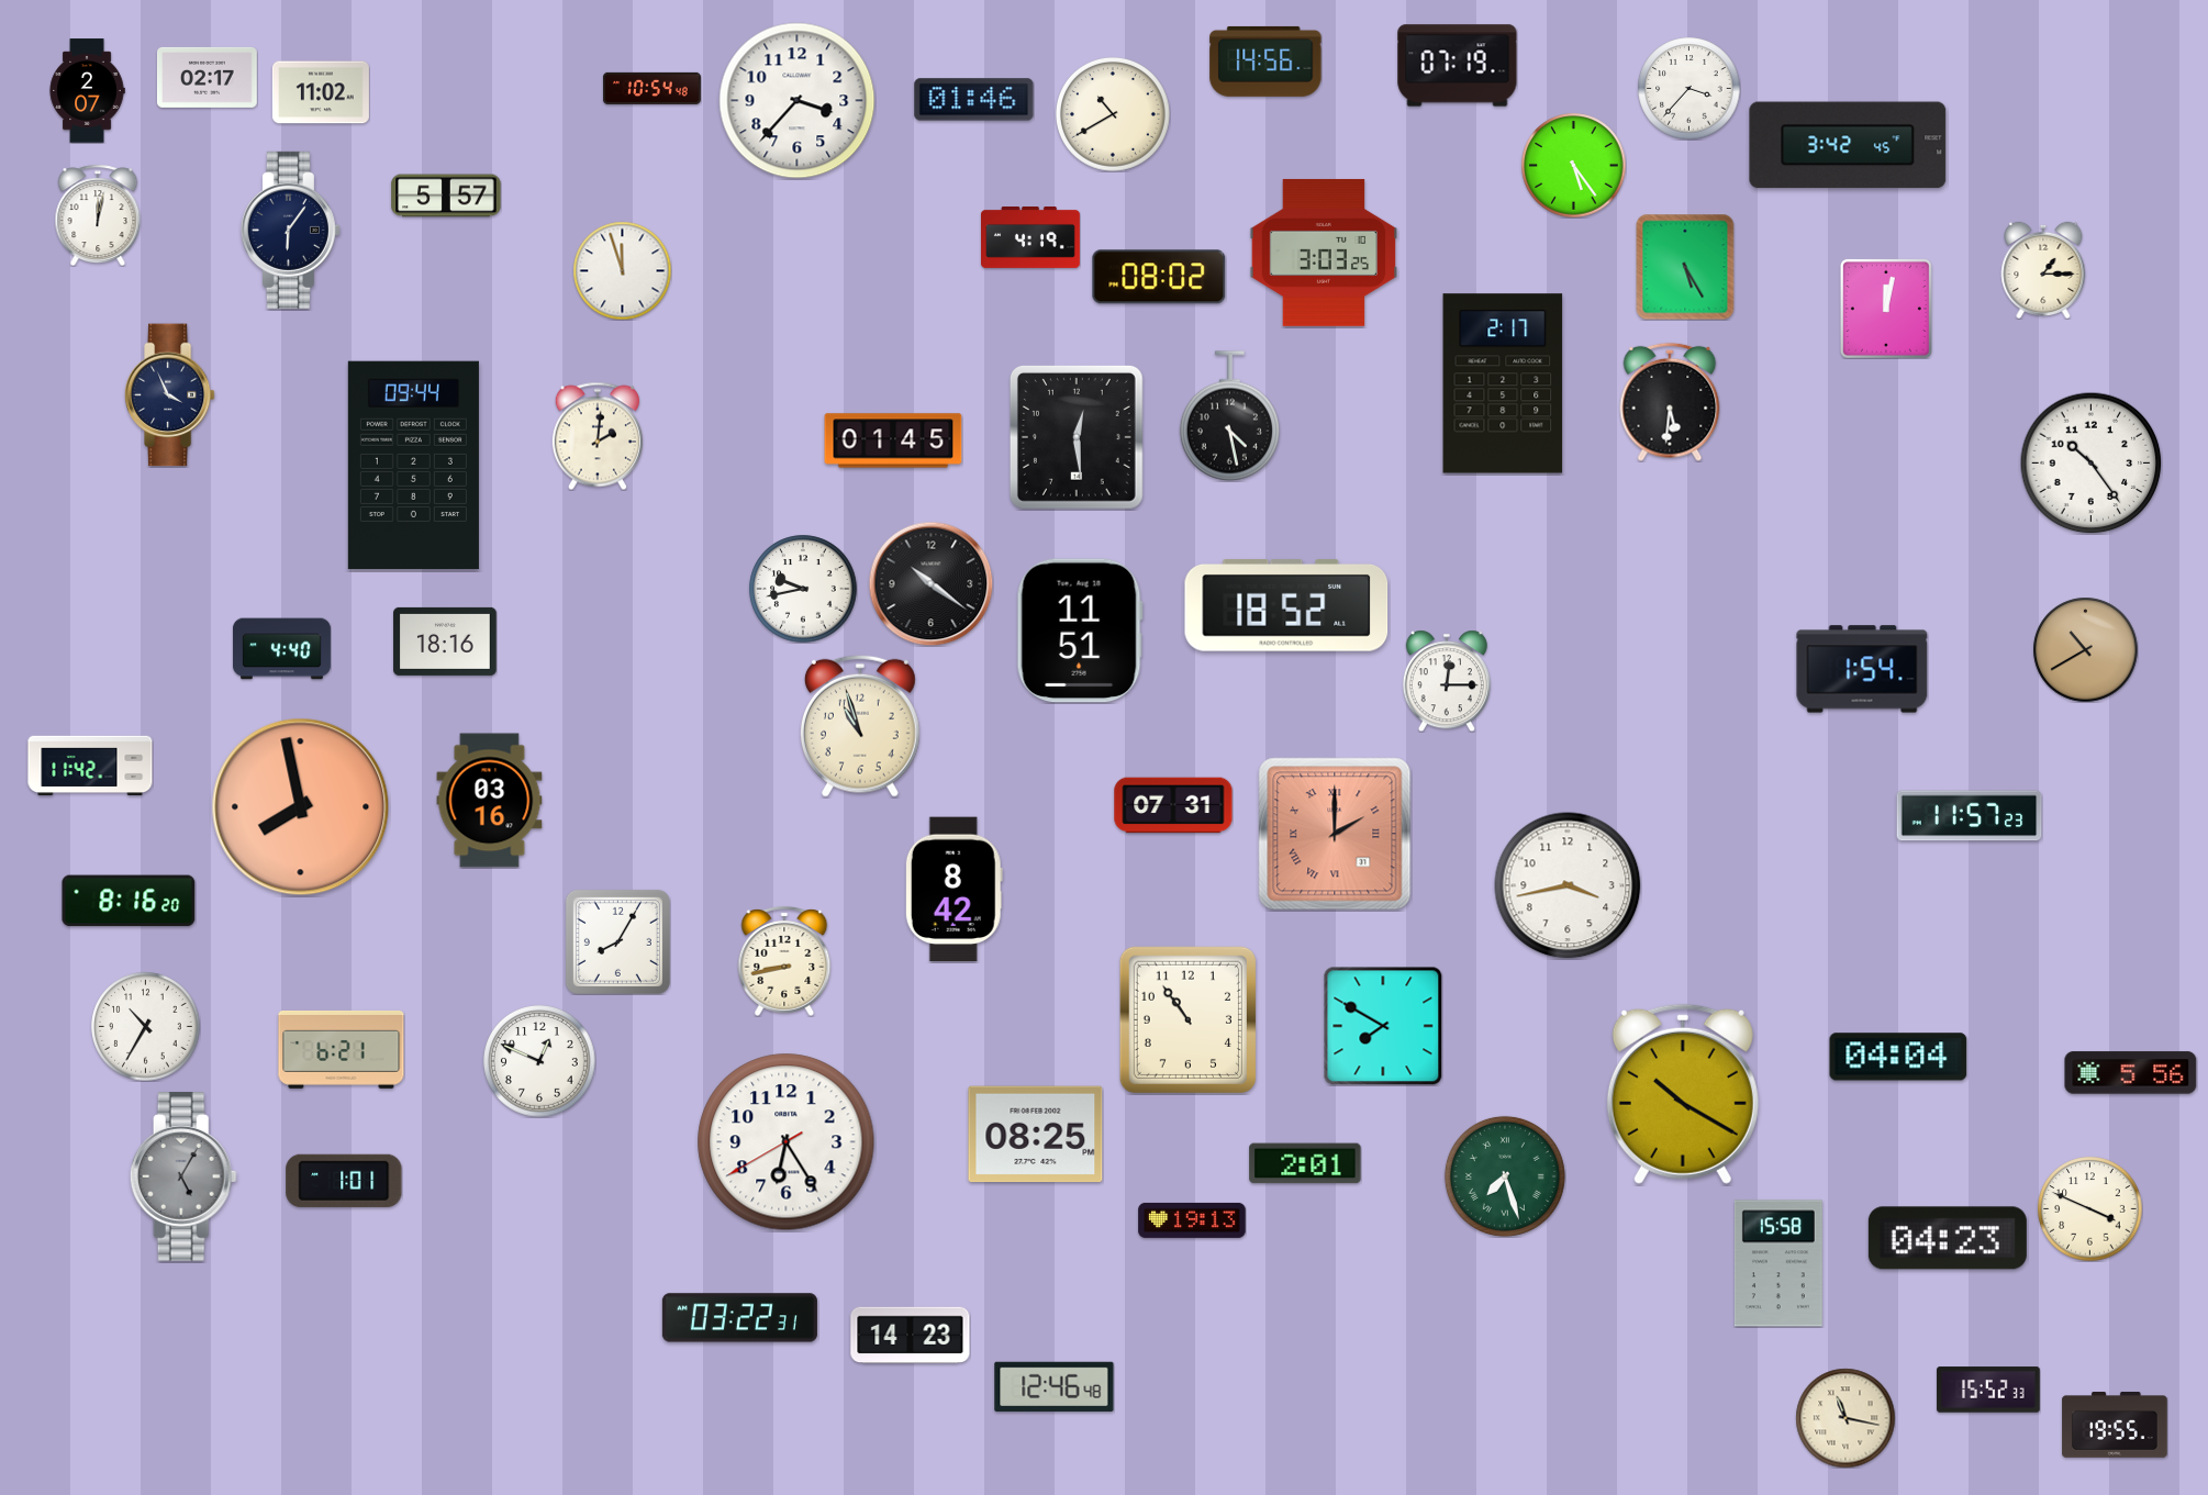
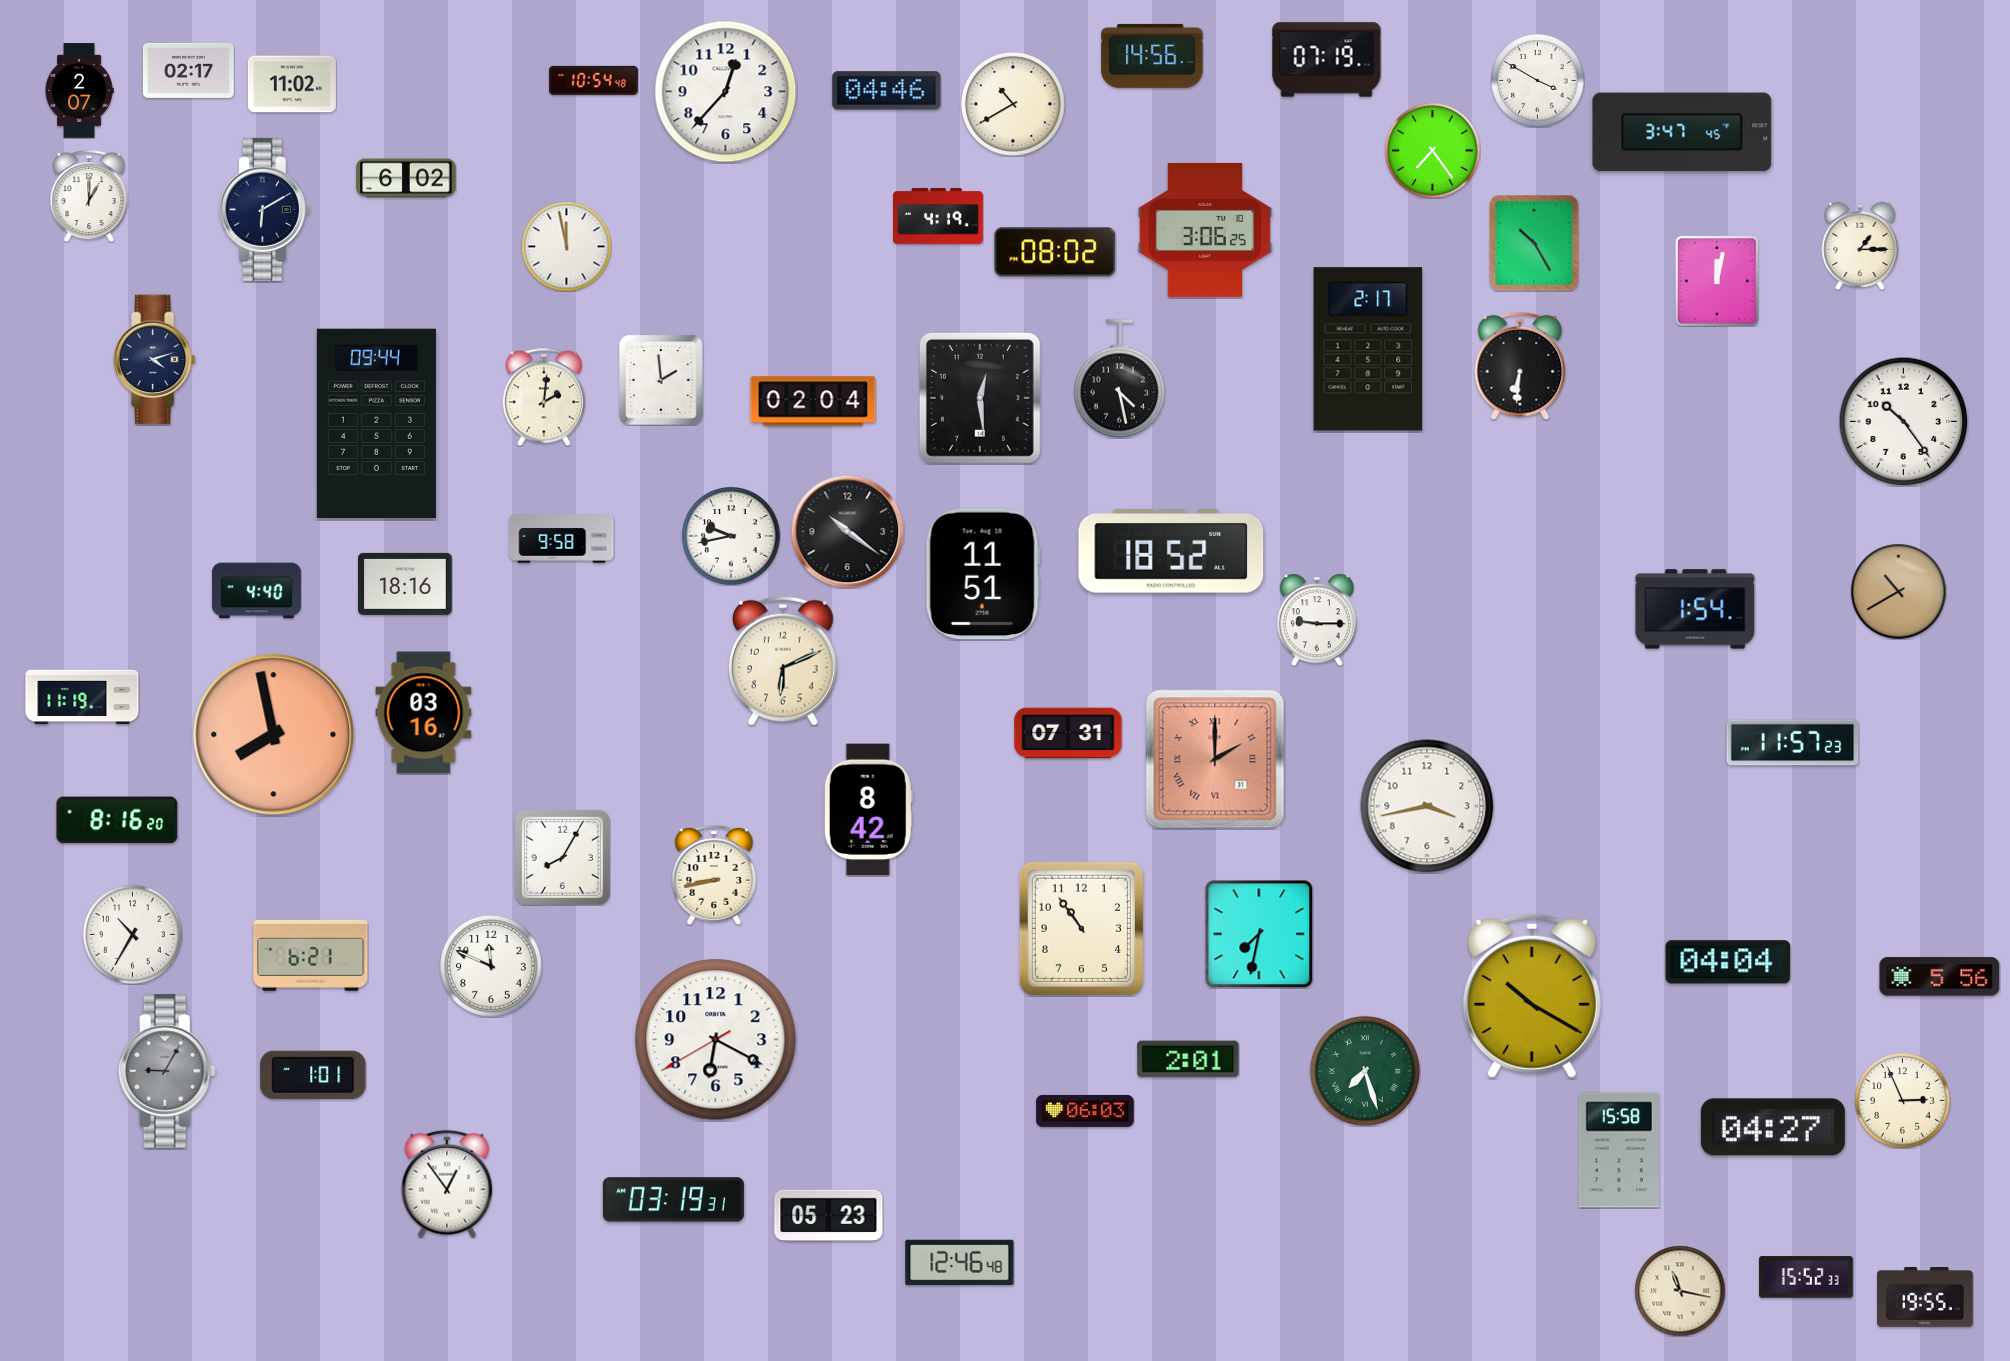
clock at (1688, 88): 3:37 -> 3:50
clock at (87, 91) position: (87, 91) -> (79, 91)
clock at (974, 100): 01:46 -> 04:46
clock at (798, 101): 3:37 -> 12:37
clock at (1848, 145): 3:42 -> 3:47
clock at (1573, 165): 5:24 -> 7:24
clock at (446, 196): 5:57 -> 6:02
clock at (98, 215): 12:02 -> 1:00
clock at (290, 230): 6:06 -> 6:10
clock at (1324, 253): 3:03 -> 3:06
clock at (1685, 267): 5:25 -> 10:25
clock at (622, 270): 11:57 -> 11:58
clock at (169, 395): 3:56 -> 4:12
clock at (1670, 402): 5:31 -> 6:31
clock at (661, 380): none -> 1:59
clock at (893, 440): 01:45 -> 02:04
clock at (562, 539): none -> 9:58
clock at (1447, 681): 12:15 -> 9:15
clock at (860, 726): 10:57 -> 6:11
clock at (90, 766): 11:42 -> 11:19
clock at (490, 801) position: (490, 801) -> (424, 713)
clock at (1383, 1026): 7:50 -> 7:32
clock at (540, 1062): 12:49 -> 11:49
clock at (1036, 1135): 08:25 -> none
clock at (787, 1142): 6:24 -> 6:19
clock at (183, 1176): 5:05 -> 9:05
clock at (1505, 1176) position: (1505, 1176) -> (1365, 1071)
clock at (2089, 1208): 3:49 -> 2:56
clock at (1192, 1220): 19:13 -> 06:03
clock at (1948, 1238): 04:23 -> 04:27
clock at (447, 1184): none -> 12:54
clock at (739, 1318): 03:22 -> 03:19
clock at (911, 1336): 14:23 -> 05:23
clock at (1988, 1390) position: (1988, 1390) -> (1806, 1277)
